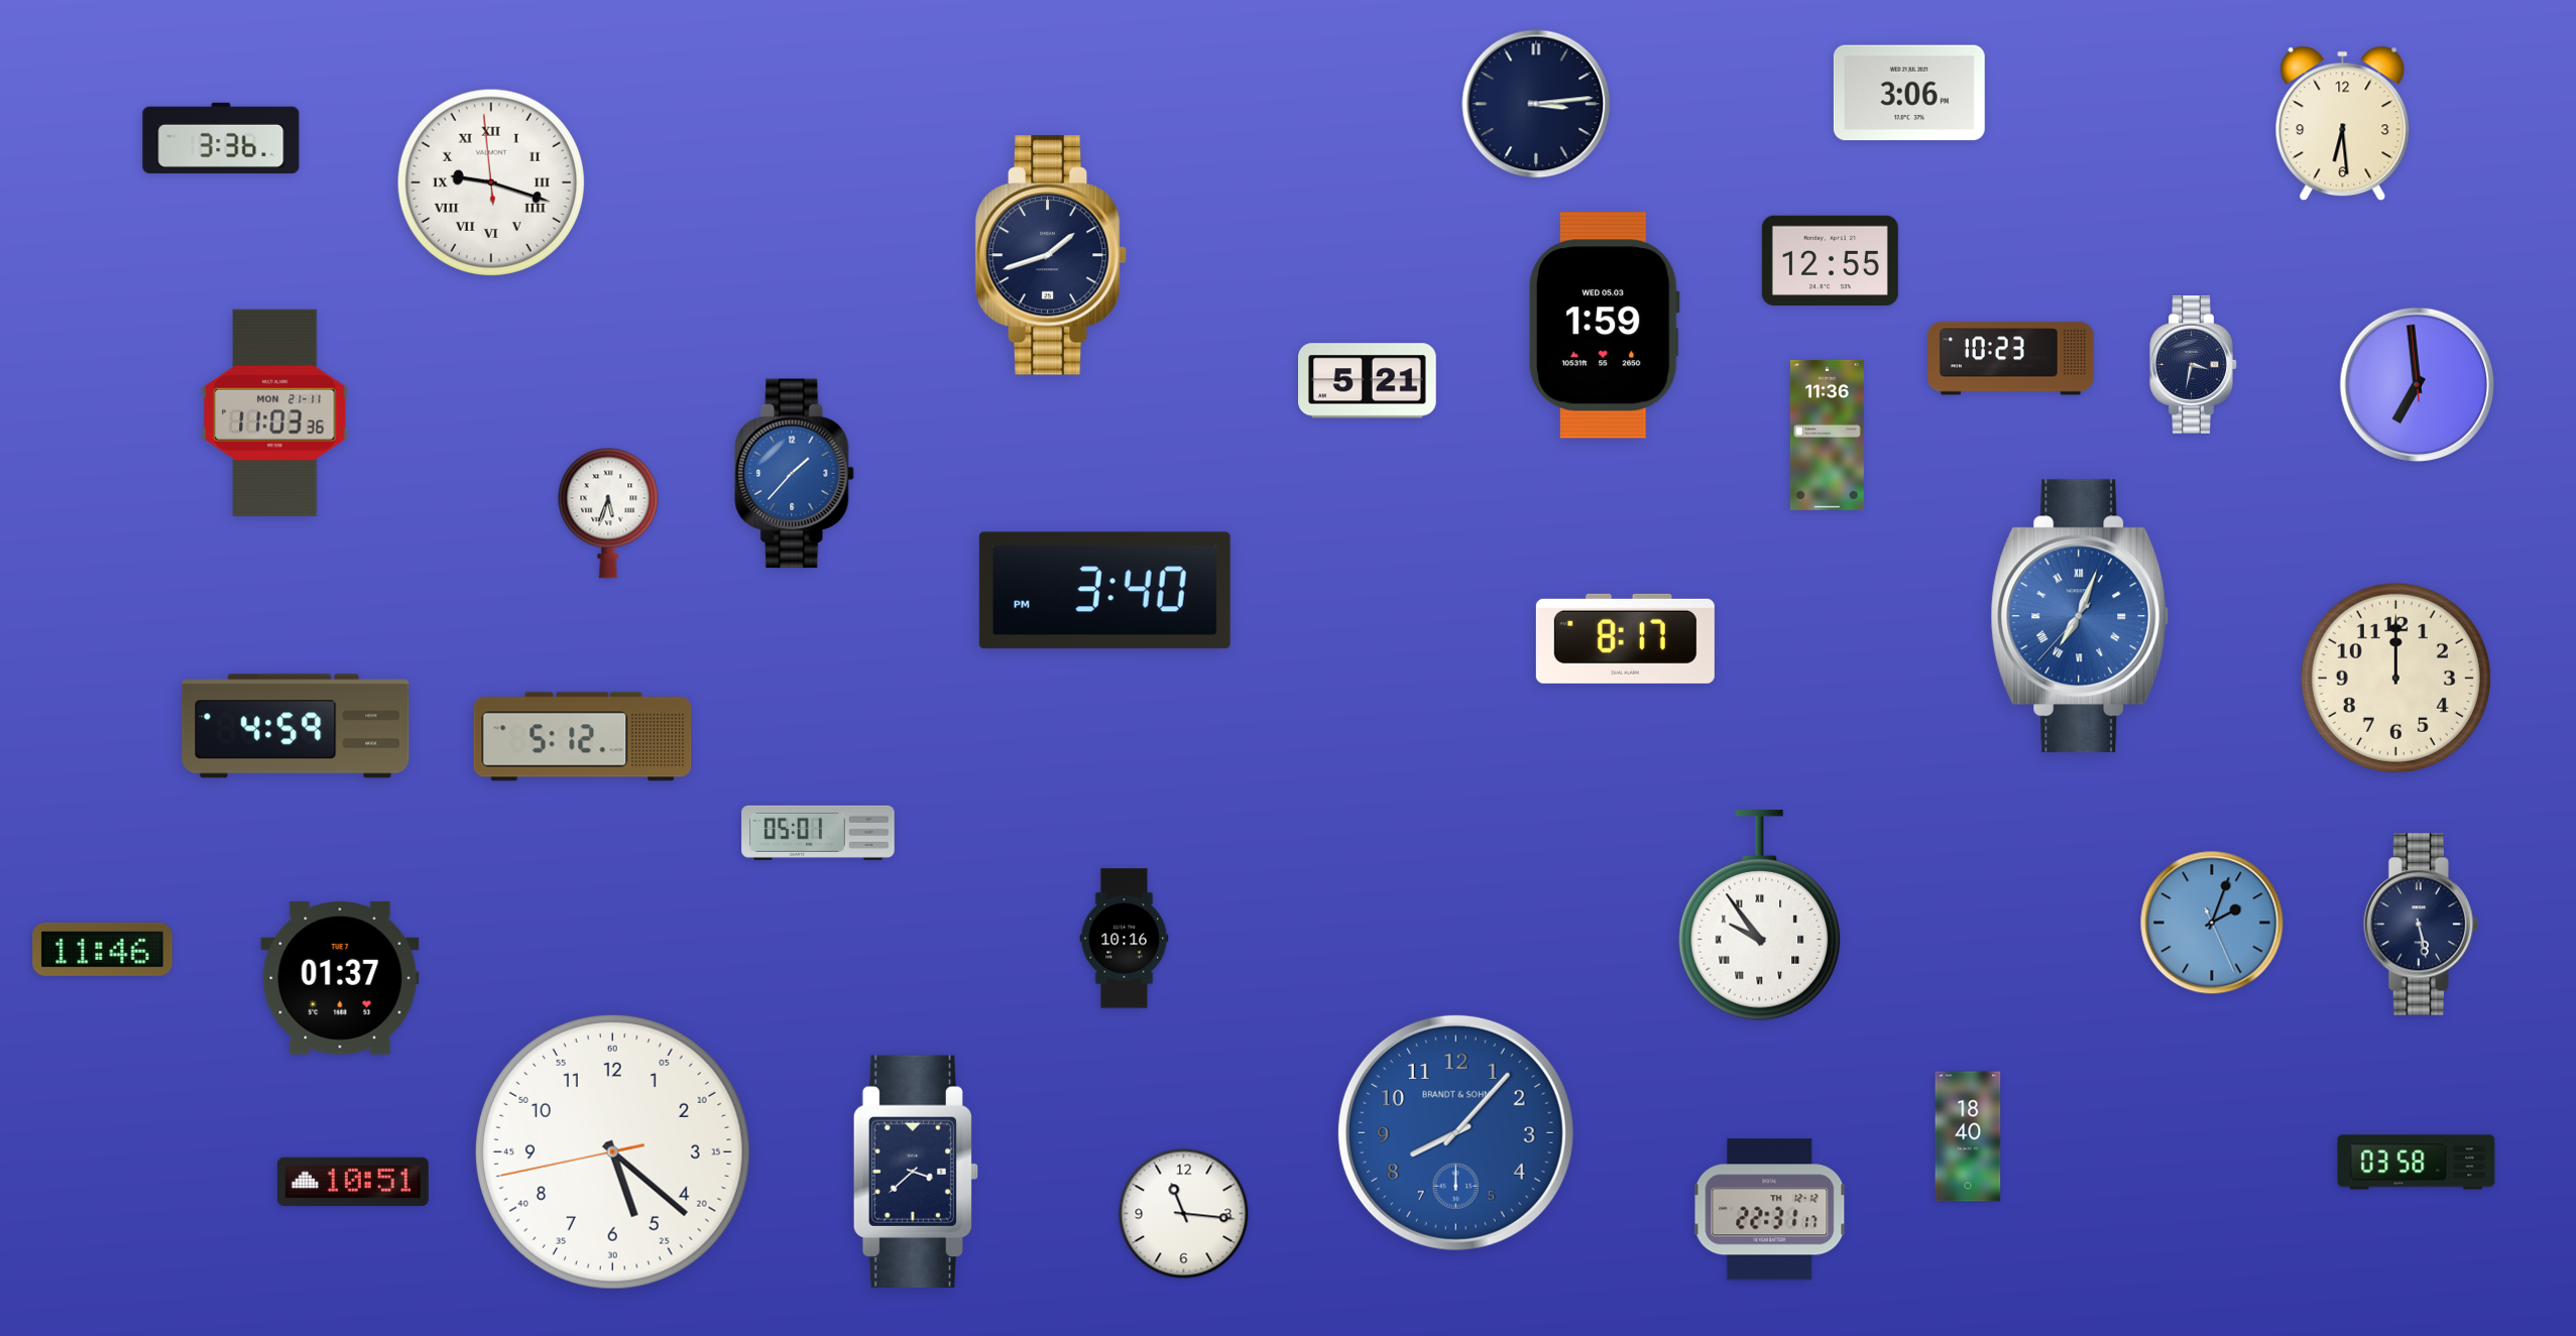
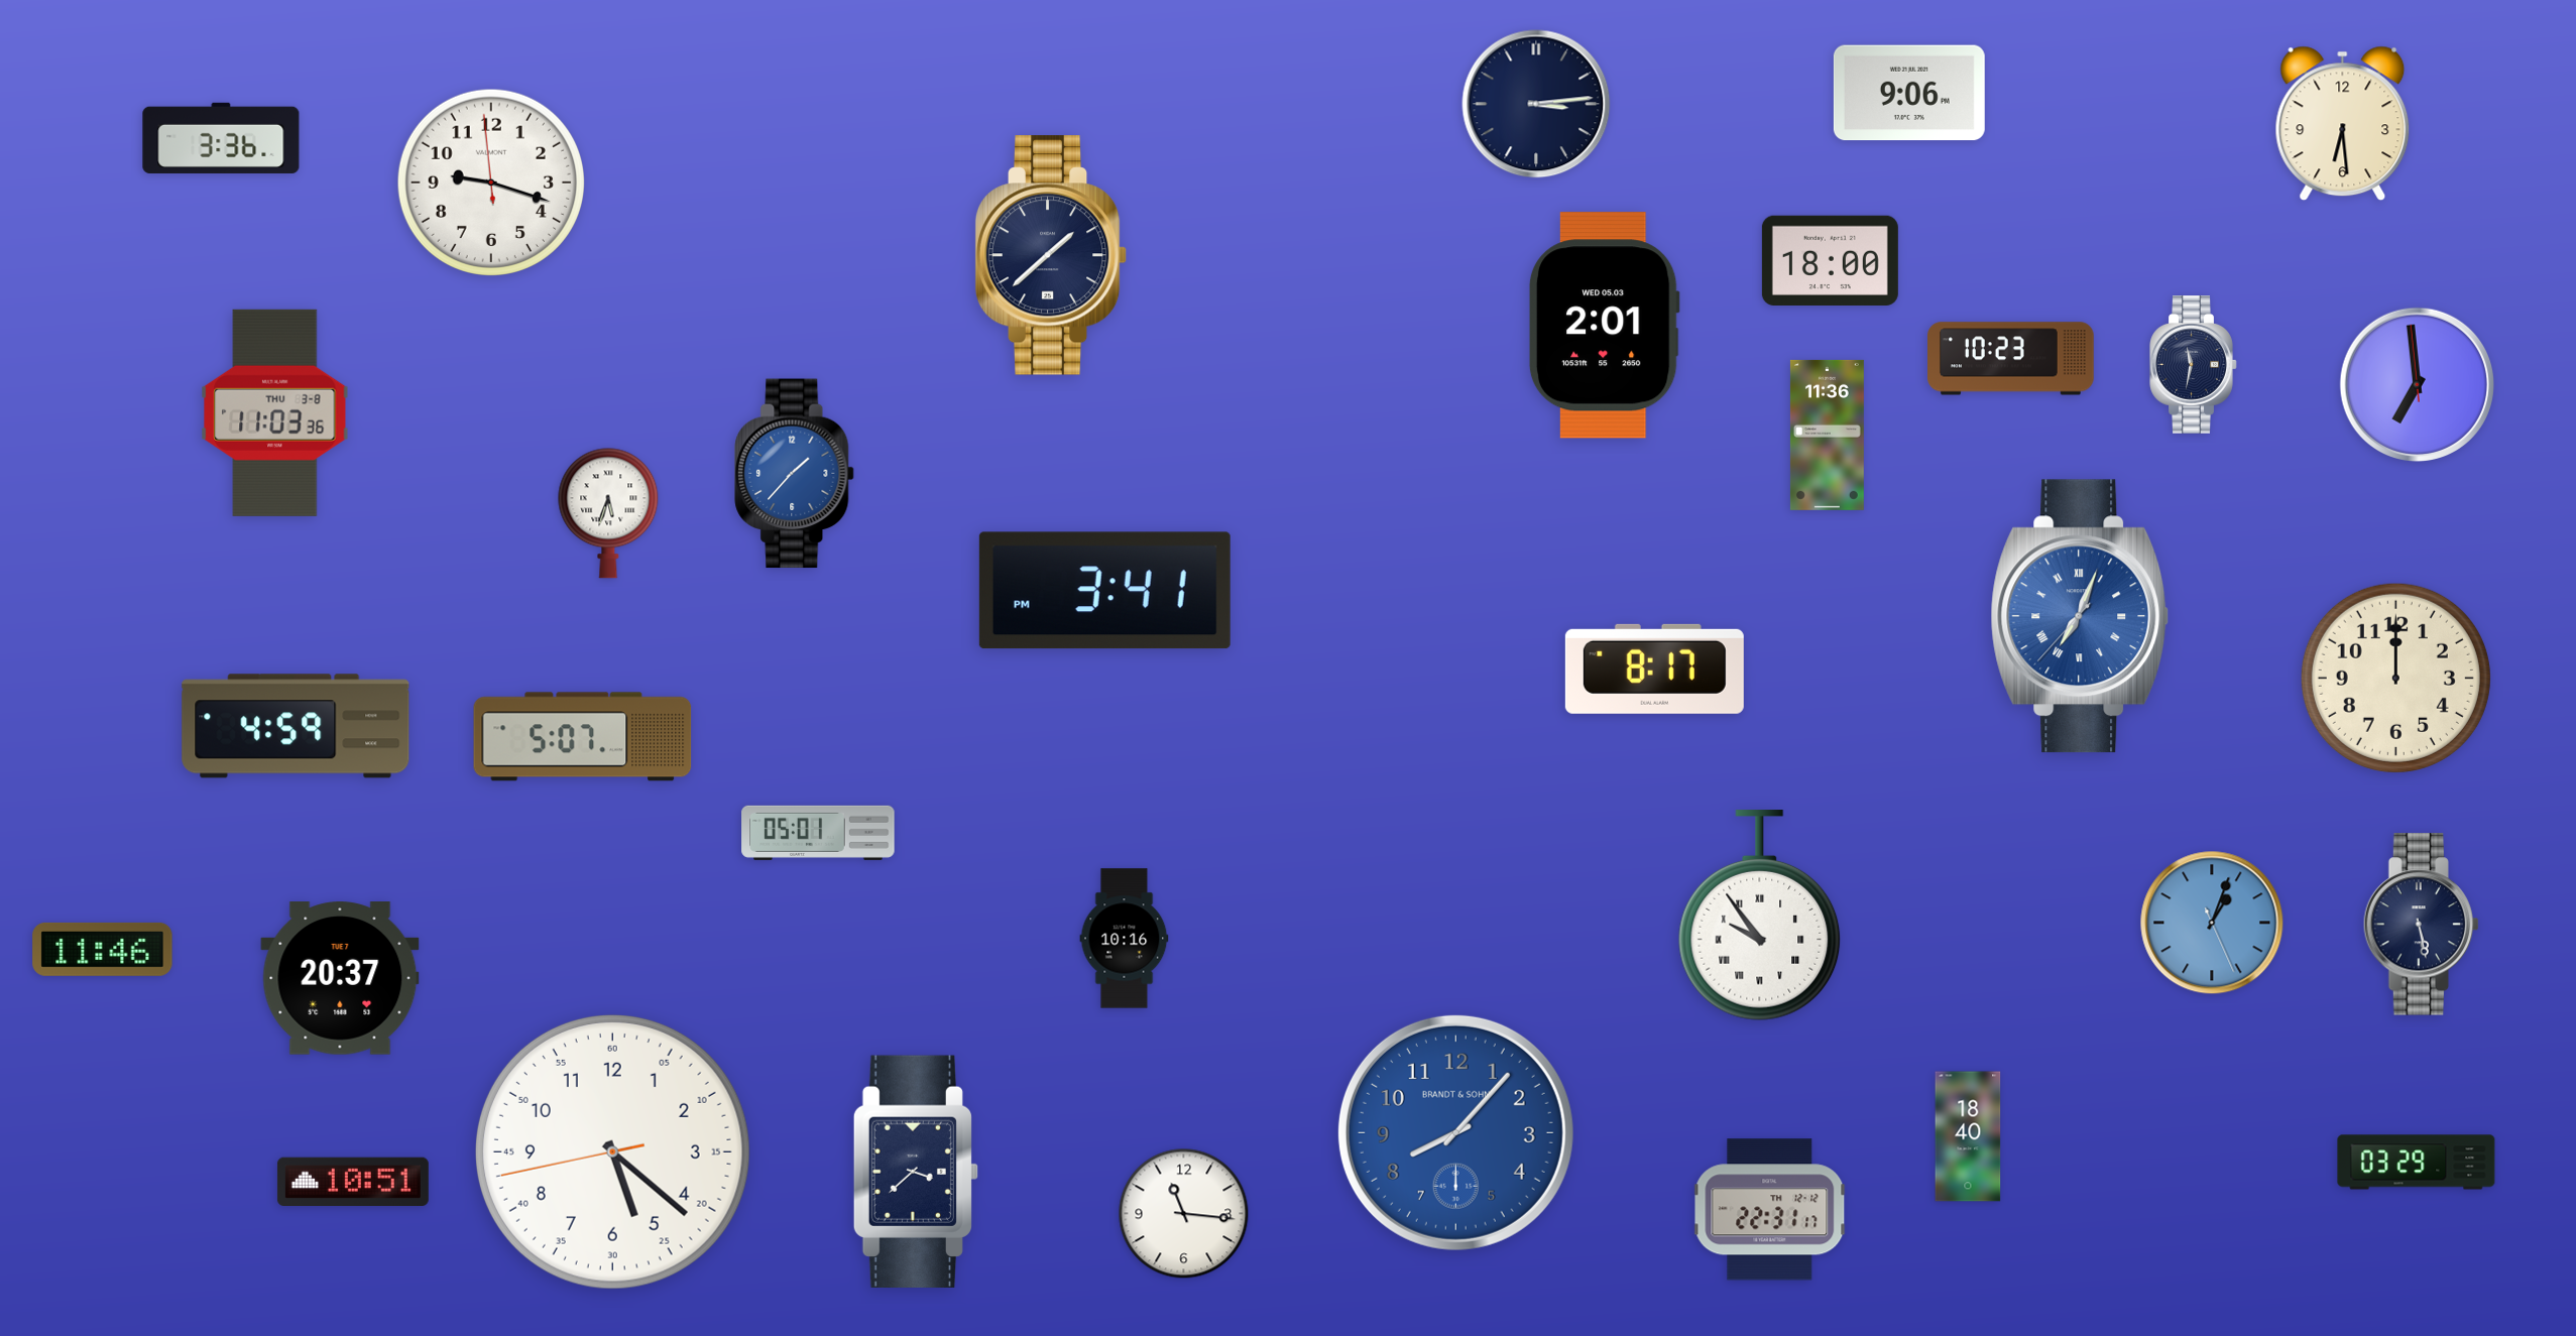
clock at (1909, 93): 3:06 -> 9:06
clock at (490, 181) numerals: Roman -> Arabic
clock at (1051, 255): 1:42 -> 1:38
clock at (1830, 260): 12:55 -> 18:00
clock at (1604, 326): 1:59 -> 2:01
clock at (2194, 365): 3:32 -> 11:32
clock at (1368, 381): 5:21 -> none
clock at (275, 412) date: MON 21-11 -> THU 3-8
clock at (1104, 591): 3:40 -> 3:41
clock at (1625, 638) position: (1625, 638) -> (1654, 669)
clock at (583, 737): 5:12 -> 5:07
clock at (2212, 923): 2:03 -> 1:03
clock at (340, 978): 01:37 -> 20:37
clock at (2417, 1163): 03:58 -> 03:29
